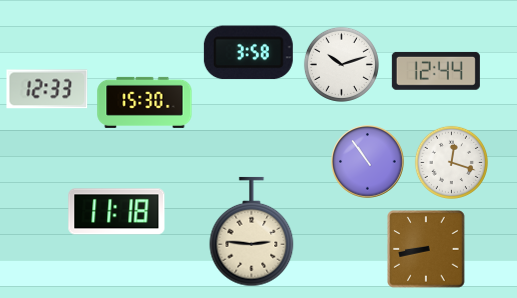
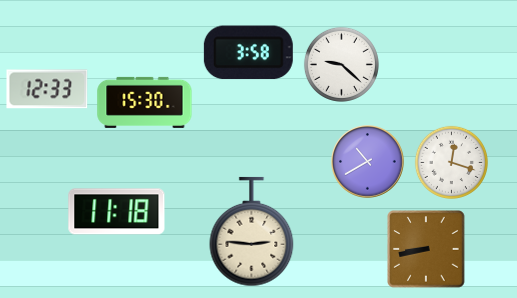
clock at (341, 64): 10:12 -> 9:22
clock at (436, 71): 12:44 -> none
clock at (368, 162): 10:54 -> 10:40
